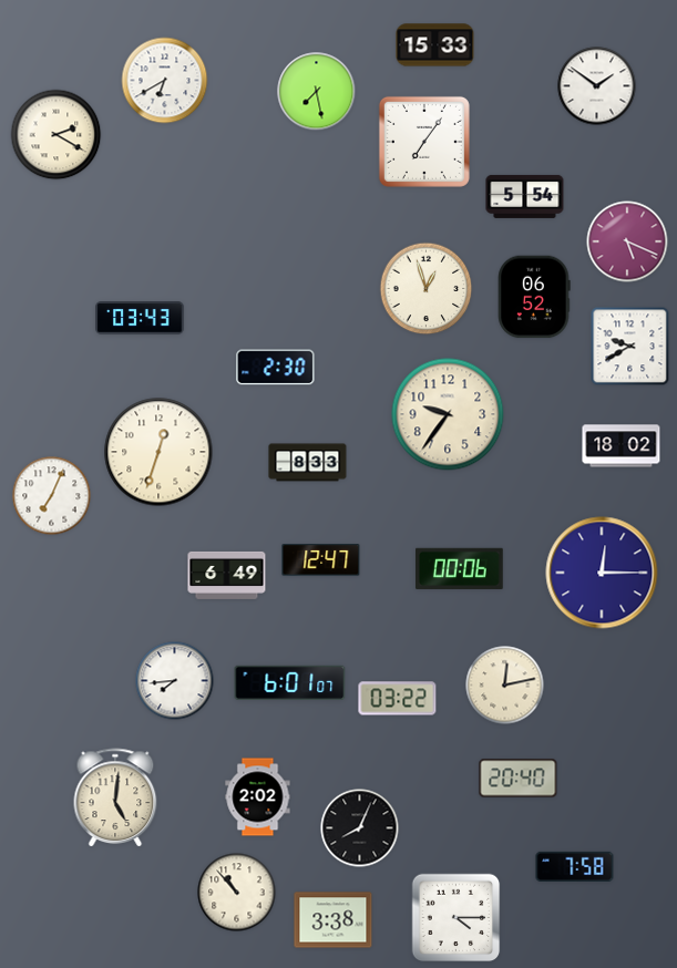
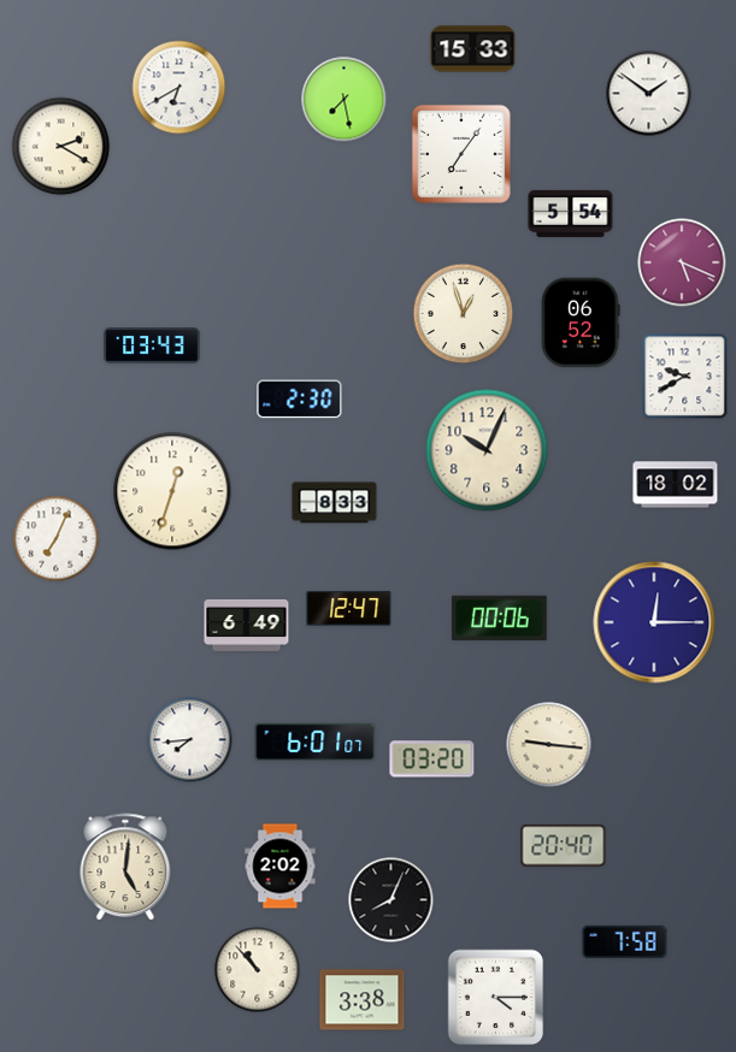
clock at (448, 414): 9:36 -> 10:04
clock at (505, 686): 12:13 -> 9:16
clock at (398, 699): 03:22 -> 03:20
